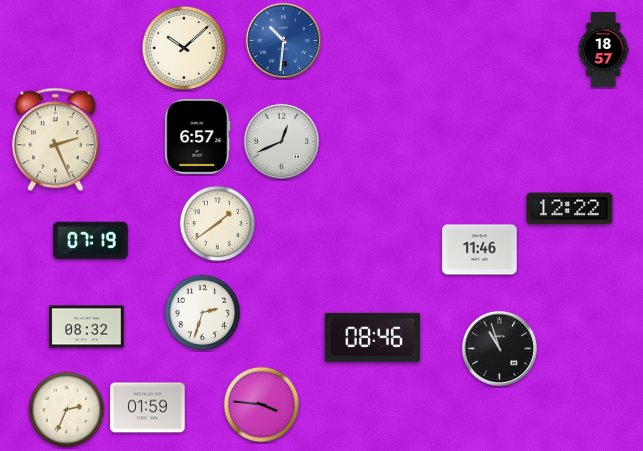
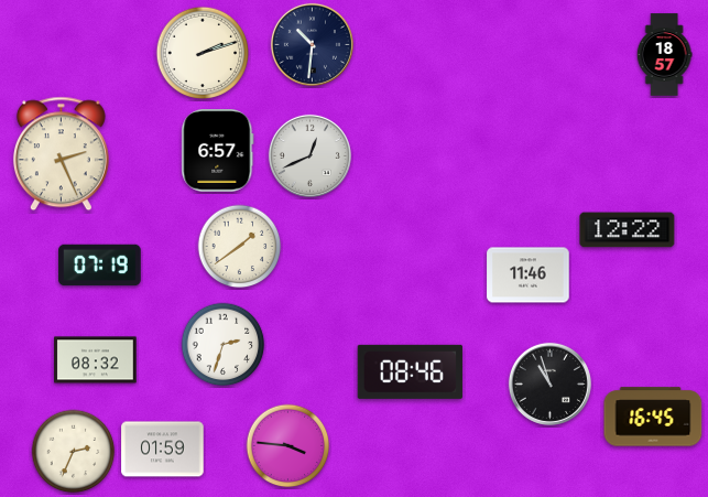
clock at (283, 40) dial: blue -> navy
clock at (184, 48): 10:08 -> 2:12
clock at (653, 417): none -> 16:45
